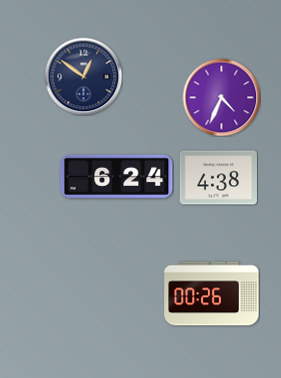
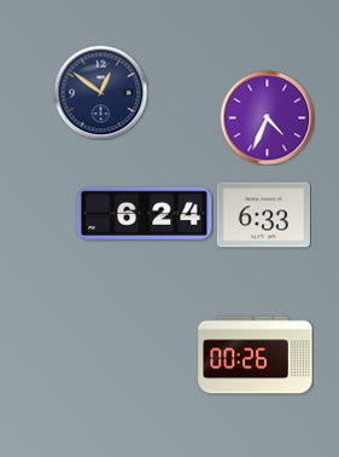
clock at (117, 176) position: (117, 176) -> (145, 213)
clock at (218, 178): 4:38 -> 6:33
